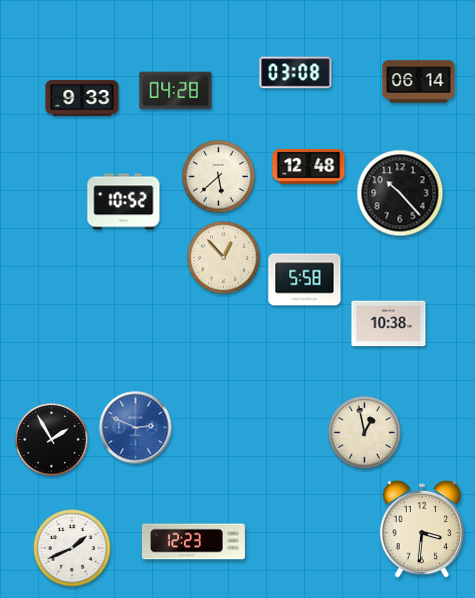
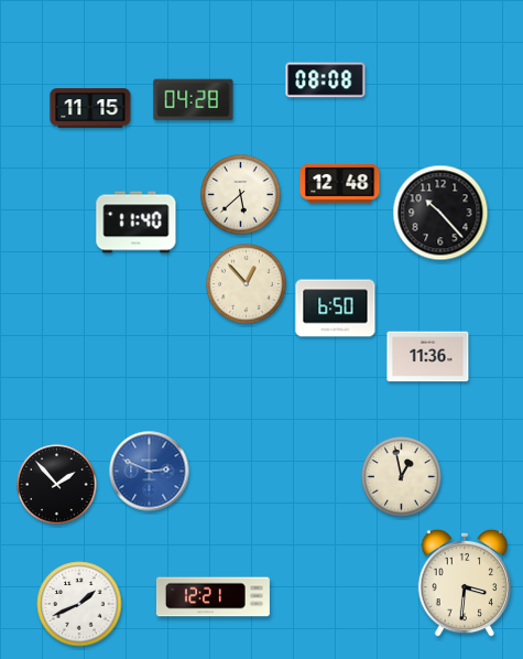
clock at (296, 73): 03:08 -> 08:08
clock at (419, 82): 06:14 -> none
clock at (82, 98): 9:33 -> 11:15
clock at (124, 202): 10:52 -> 11:40
clock at (305, 280): 5:58 -> 6:50
clock at (389, 324): 10:38 -> 11:36
clock at (52, 440): 1:55 -> 1:53
clock at (193, 542): 12:23 -> 12:21
